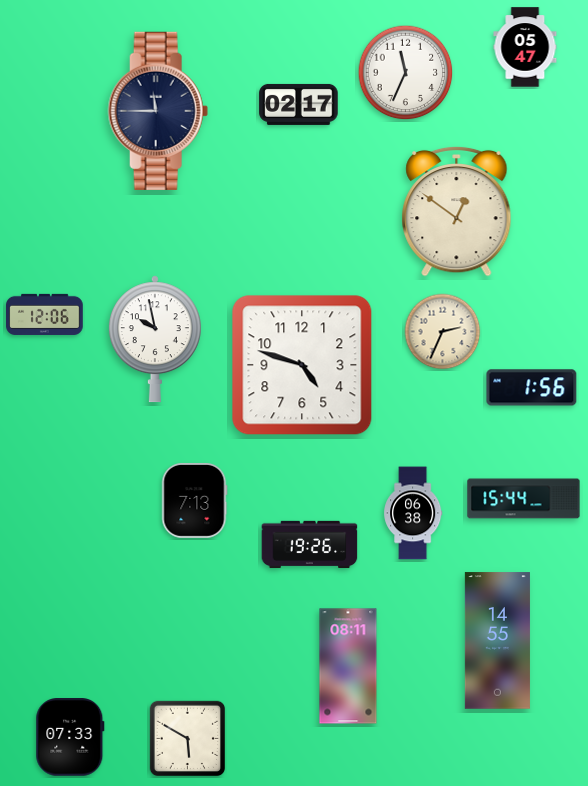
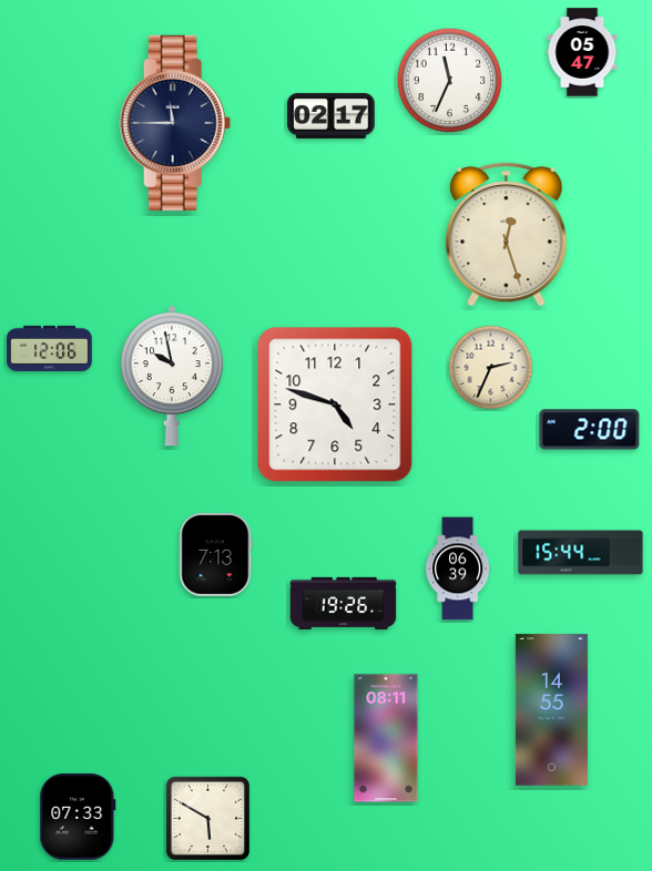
clock at (457, 211): 12:51 -> 12:27
clock at (532, 388): 1:56 -> 2:00
clock at (414, 513): 06:38 -> 06:39
